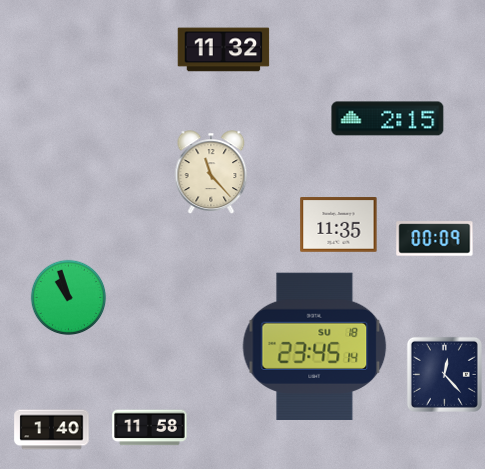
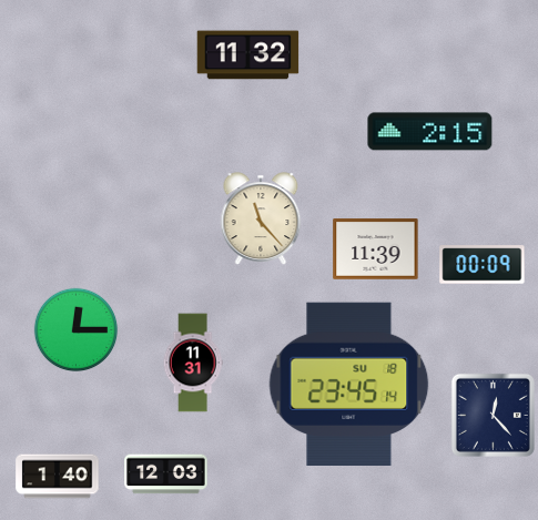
clock at (211, 172) position: (211, 172) -> (261, 218)
clock at (339, 225): 11:35 -> 11:39
clock at (69, 298): 10:57 -> 12:15
clock at (193, 363): none -> 11:31
clock at (150, 428): 11:58 -> 12:03
